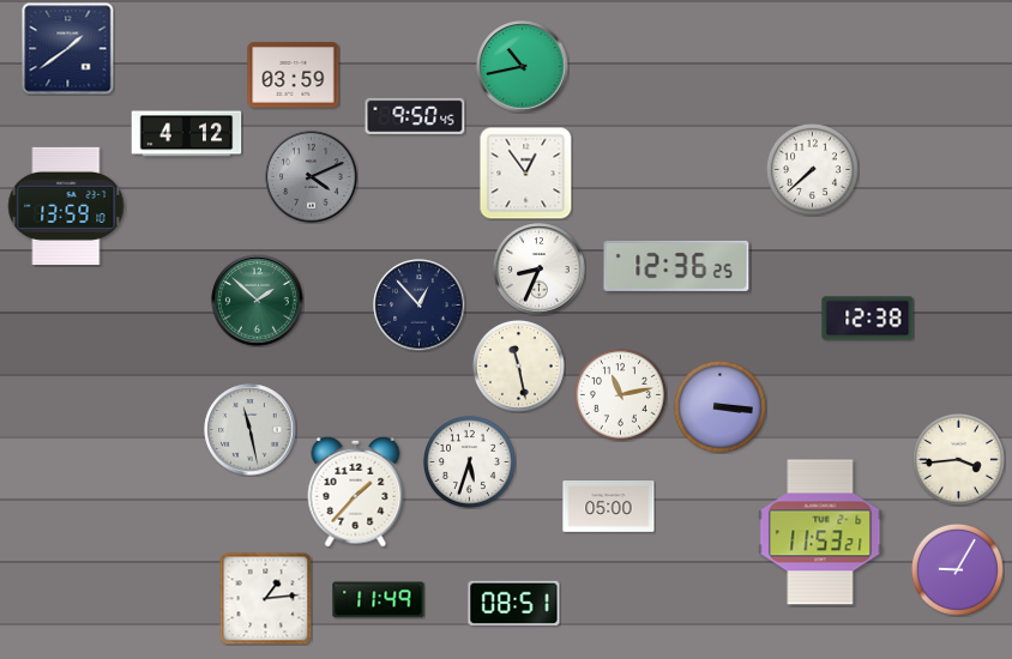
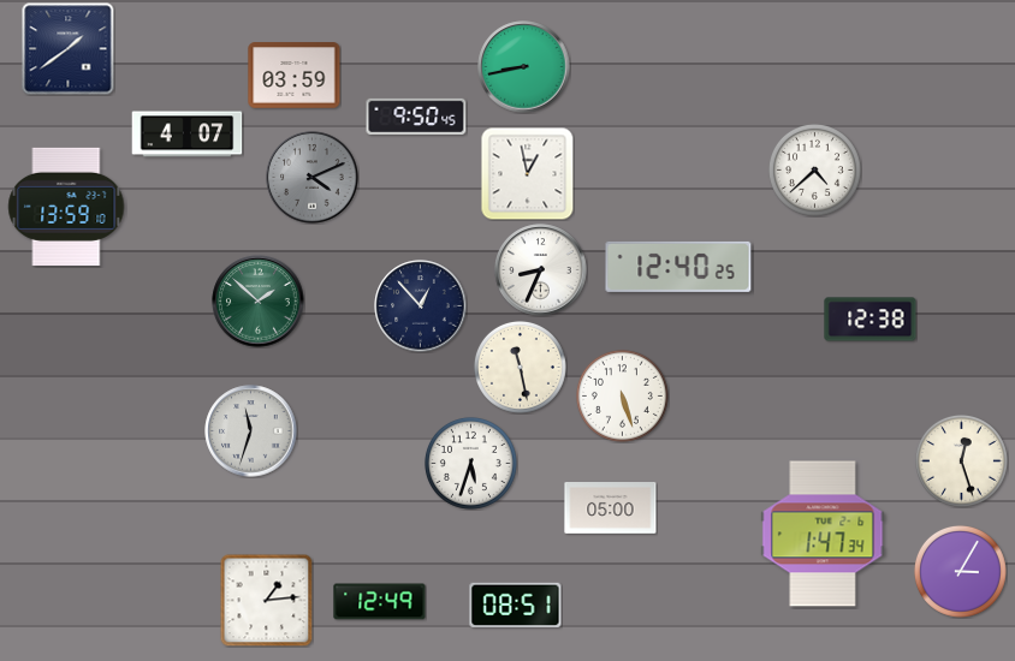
clock at (523, 67): 10:43 -> 8:43
clock at (187, 134): 4:12 -> 4:07
clock at (812, 169): 7:38 -> 4:38
clock at (525, 173): 12:54 -> 12:58
clock at (676, 266): 12:36 -> 12:40
clock at (620, 394): 11:13 -> 5:27
clock at (719, 406): 3:16 -> none
clock at (251, 430): 11:28 -> 11:33
clock at (958, 459): 3:44 -> 12:27
clock at (356, 491): 1:37 -> none
clock at (820, 532): 11:53 -> 1:47
clock at (957, 569): 9:05 -> 3:05
clock at (379, 600): 11:49 -> 12:49
